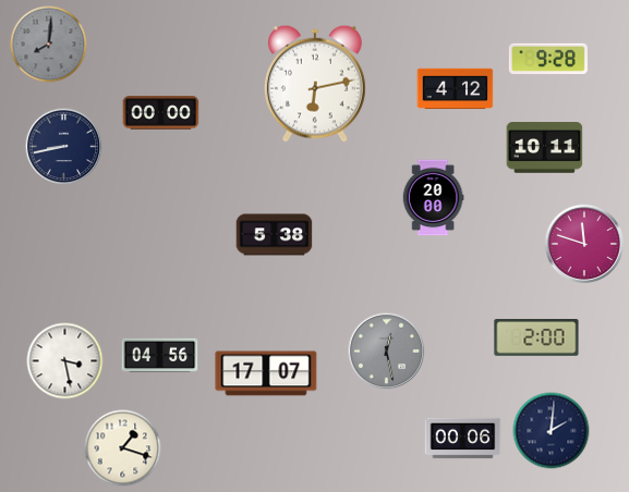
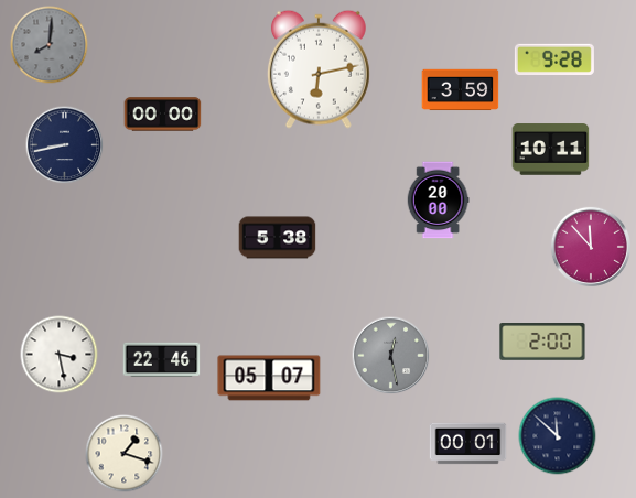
clock at (315, 84) position: (315, 84) -> (319, 69)
clock at (456, 89): 4:12 -> 3:59
clock at (64, 147) position: (64, 147) -> (65, 145)
clock at (584, 244): 11:48 -> 11:53
clock at (160, 356): 04:56 -> 22:46
clock at (65, 361) position: (65, 361) -> (60, 355)
clock at (266, 373): 17:07 -> 05:07
clock at (552, 431): 2:01 -> 11:52
clock at (463, 439): 00:06 -> 00:01
